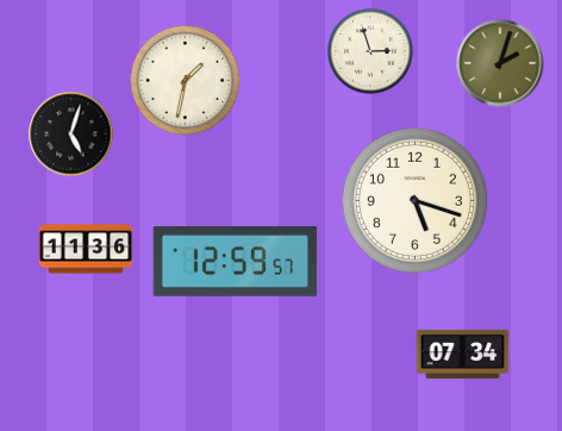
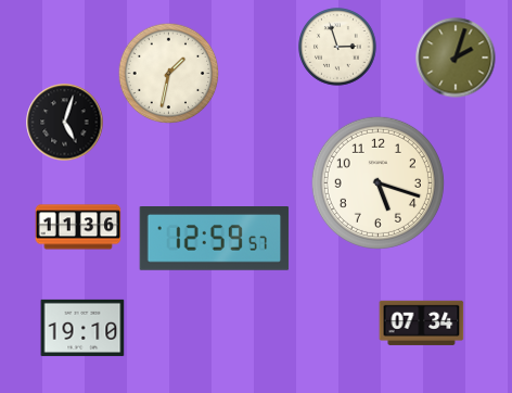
clock at (82, 328): none -> 19:10
